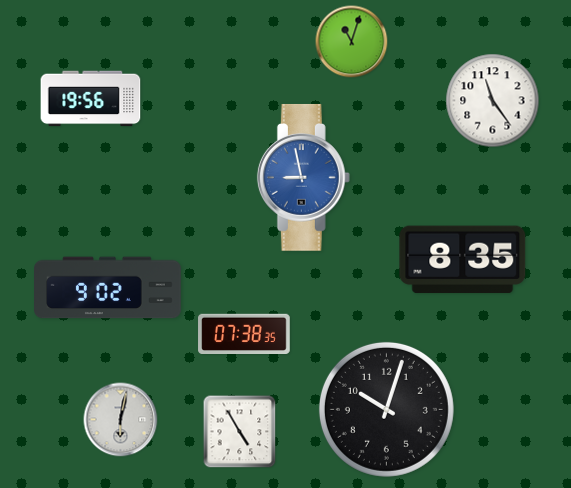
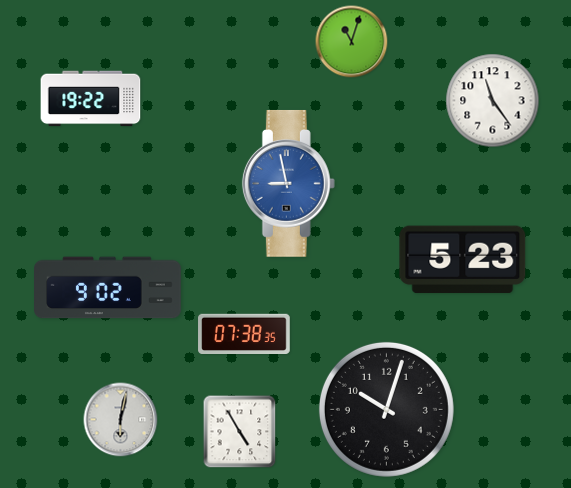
clock at (91, 99): 19:56 -> 19:22
clock at (303, 177) position: (303, 177) -> (288, 183)
clock at (463, 260): 8:35 -> 5:23
